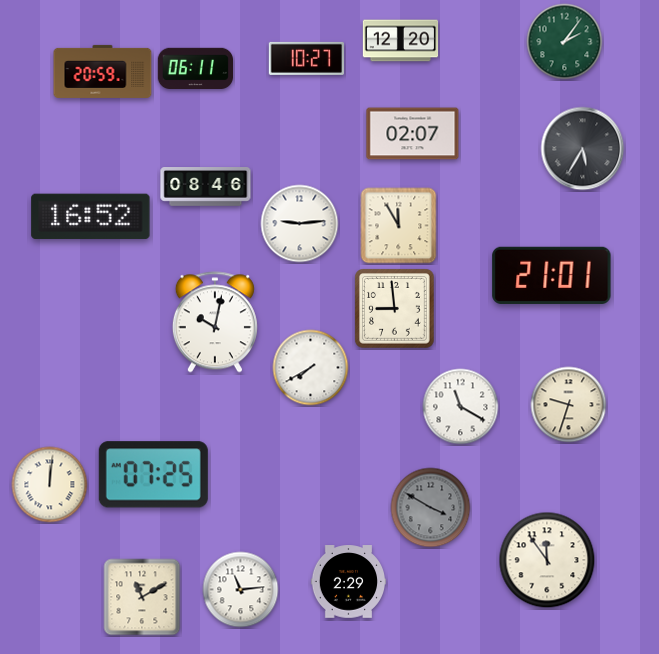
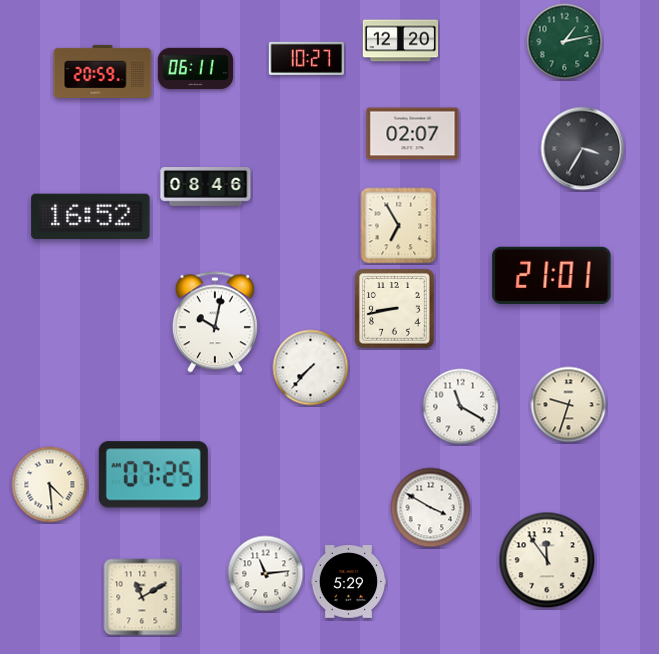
clock at (565, 42): 2:06 -> 1:13
clock at (583, 149): 5:35 -> 3:35
clock at (300, 224): 9:14 -> none
clock at (399, 226): 11:55 -> 6:55
clock at (395, 309): 8:59 -> 8:43
clock at (311, 368): 7:40 -> 7:37
clock at (50, 485): 12:01 -> 4:29
clock at (431, 508) dial: grey -> white
clock at (349, 582): 2:29 -> 5:29
clock at (241, 590) position: (241, 590) -> (266, 574)
